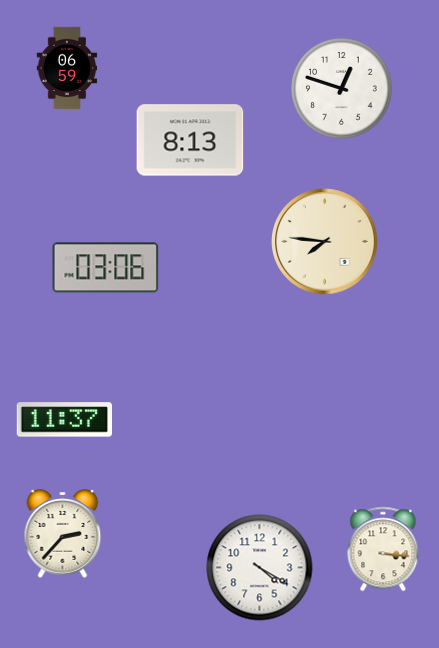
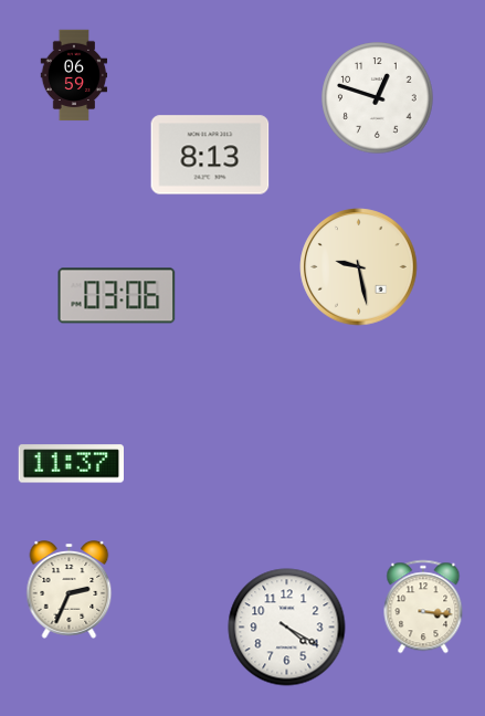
clock at (325, 242): 7:46 -> 9:28
clock at (63, 534): 2:37 -> 2:34
